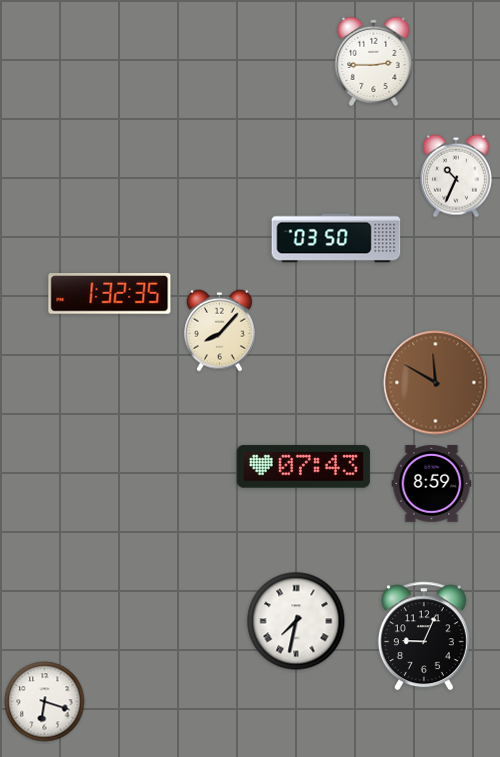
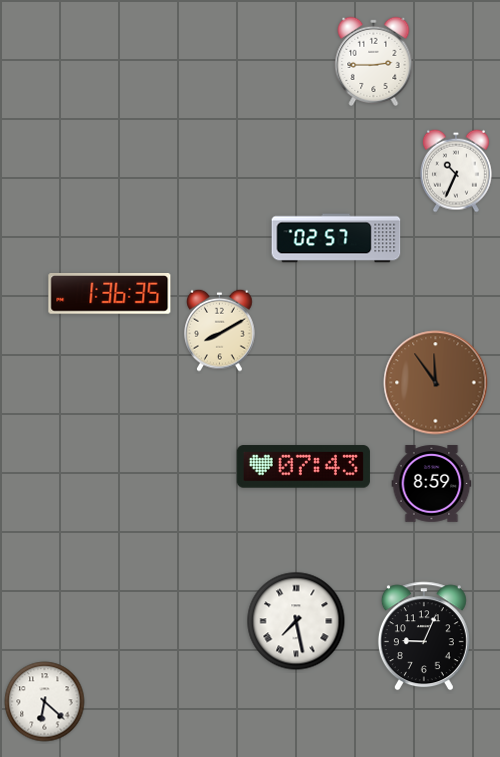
clock at (456, 176) position: (456, 176) -> (456, 171)
clock at (336, 238): 03:50 -> 02:57
clock at (110, 294): 1:32 -> 1:36
clock at (220, 330): 8:07 -> 8:10
clock at (436, 383): 11:50 -> 11:54
clock at (296, 621): 7:32 -> 7:28
clock at (45, 702): 6:18 -> 6:22
